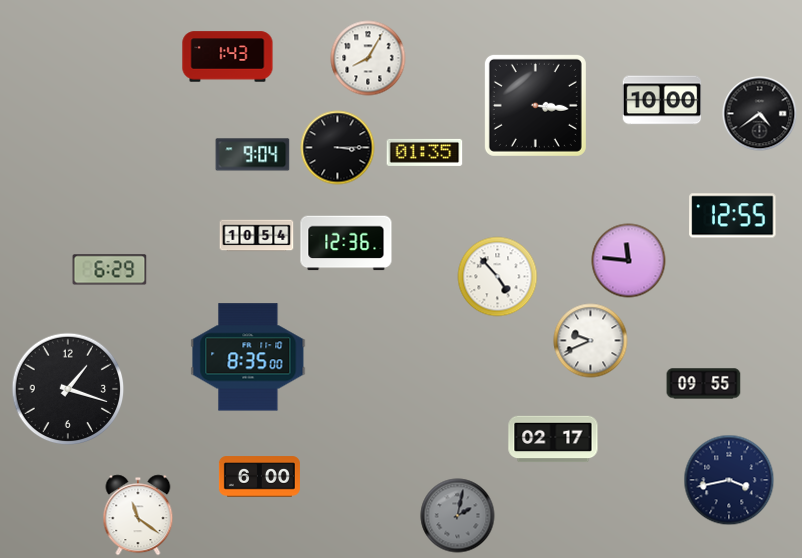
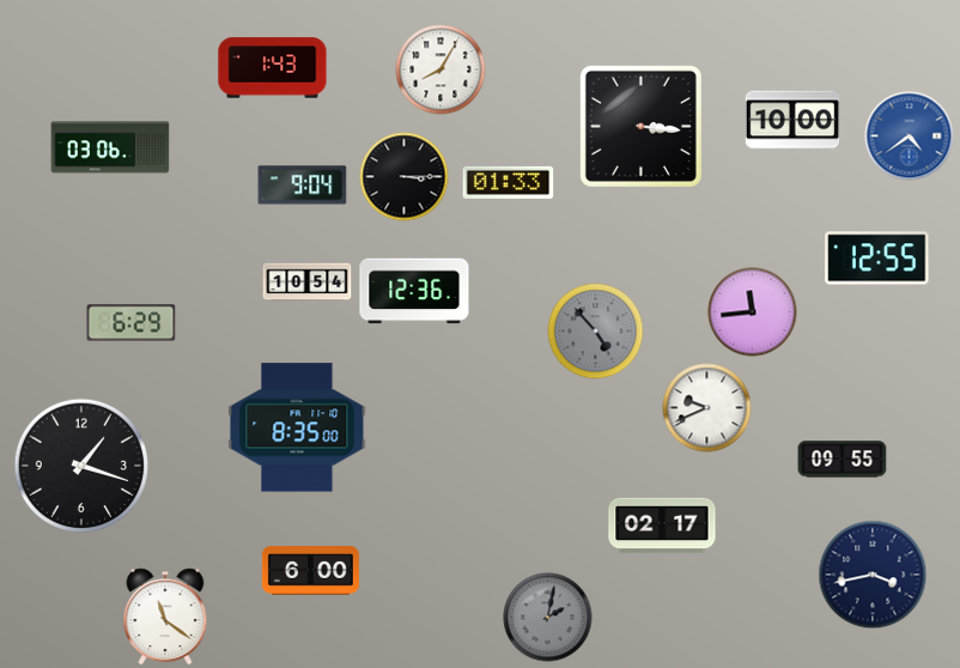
clock at (760, 114) dial: black -> blue
clock at (110, 147): none -> 03:06
clock at (425, 152): 01:35 -> 01:33
clock at (629, 261): 11:46 -> 11:44
clock at (498, 277) dial: white -> grey
